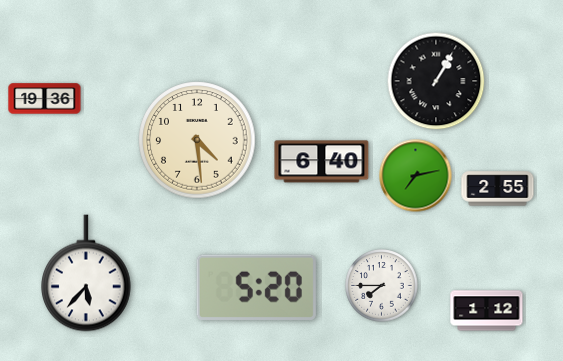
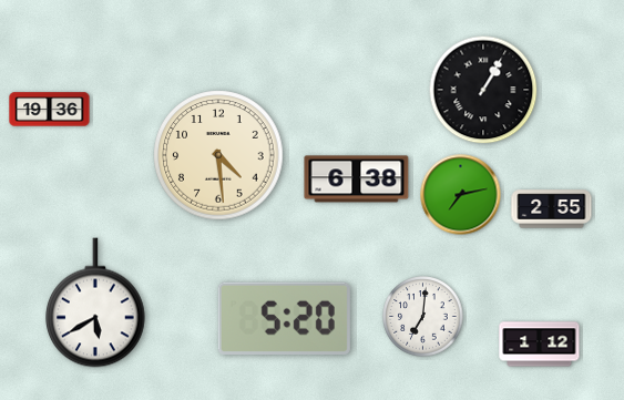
clock at (322, 162): 6:40 -> 6:38
clock at (87, 273): 5:37 -> 5:40
clock at (382, 286): 7:45 -> 7:01
